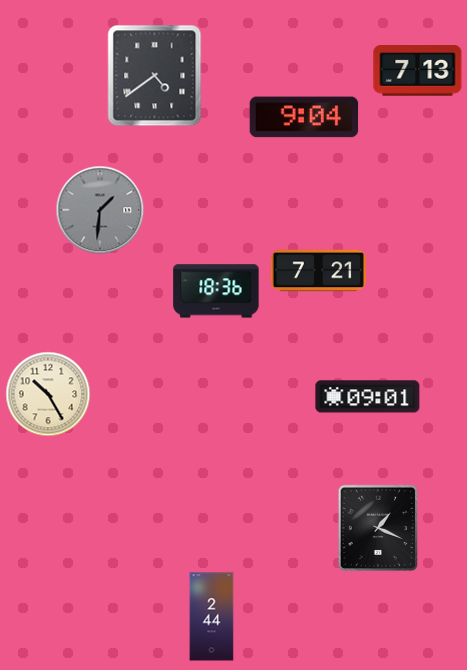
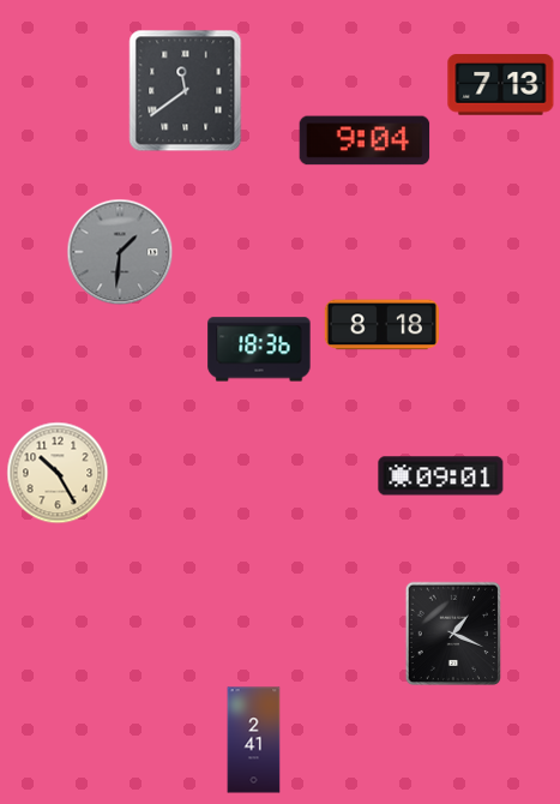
clock at (155, 76): 4:39 -> 11:39
clock at (318, 271): 7:21 -> 8:18
clock at (212, 617): 2:44 -> 2:41
